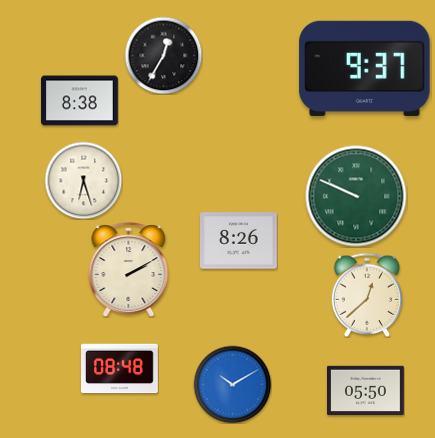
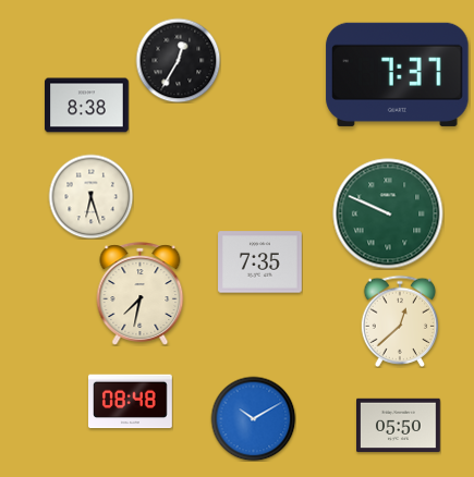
clock at (365, 68): 9:37 -> 7:37
clock at (80, 101) position: (80, 101) -> (87, 106)
clock at (239, 241): 8:26 -> 7:35
clock at (129, 270): 2:10 -> 7:32
